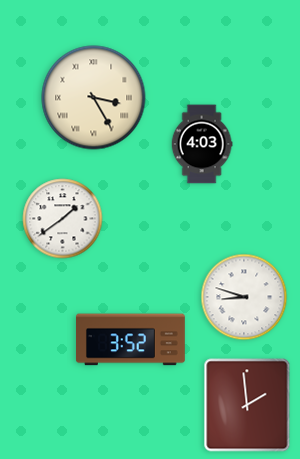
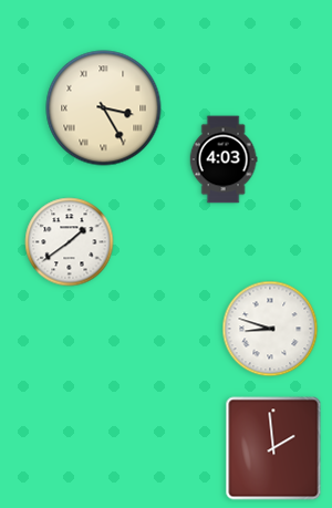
clock at (130, 340): 3:52 -> none
